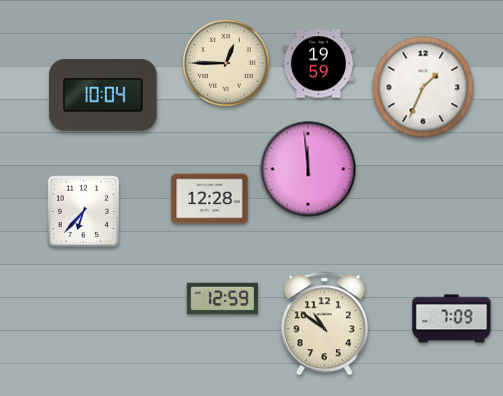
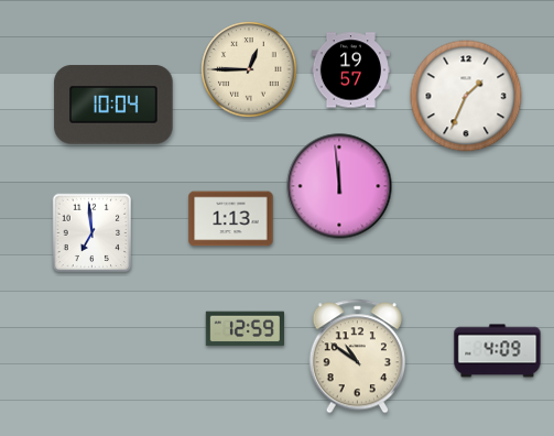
clock at (318, 64): 19:59 -> 19:57
clock at (210, 199): 12:28 -> 1:13
clock at (84, 212): 6:37 -> 6:59
clock at (452, 319): 7:09 -> 4:09
